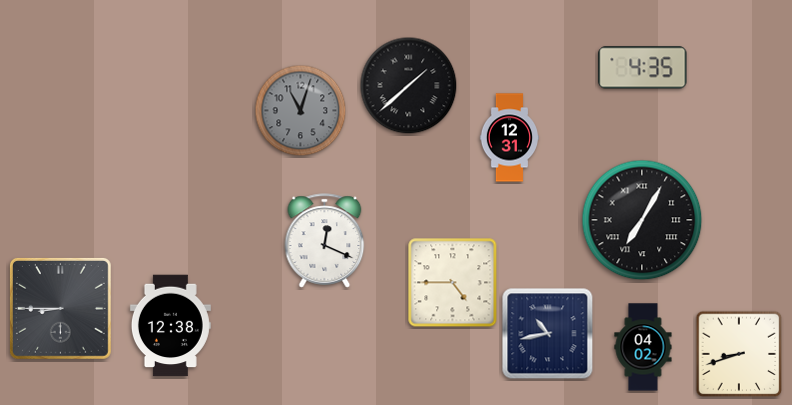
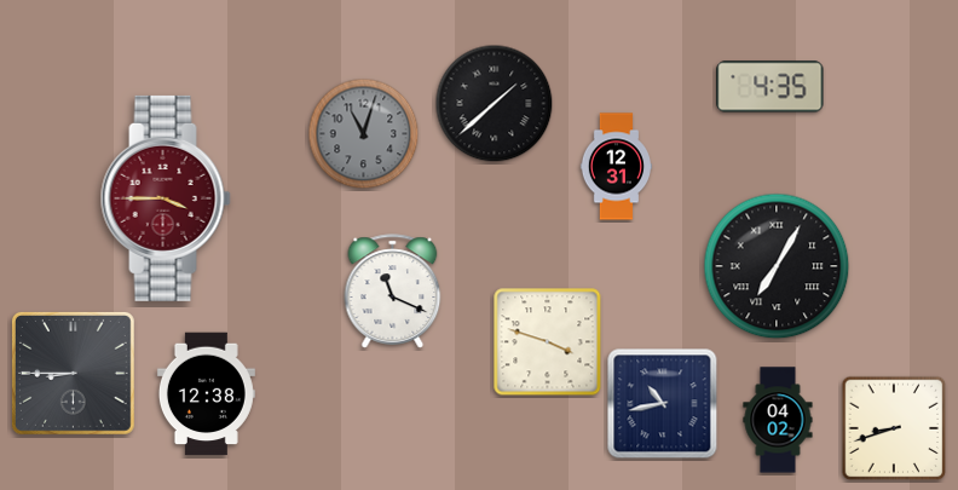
clock at (643, 68) position: (643, 68) -> (771, 87)
clock at (166, 198): none -> 3:45
clock at (325, 241): 12:19 -> 11:19
clock at (453, 283): 4:45 -> 3:48
